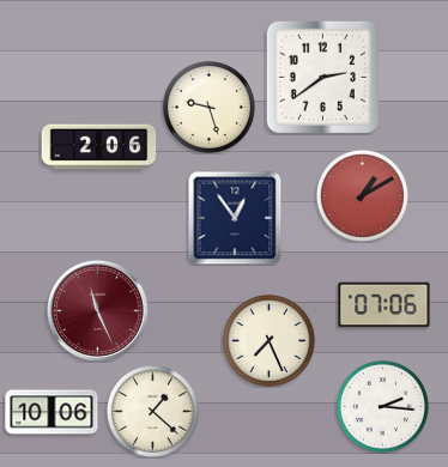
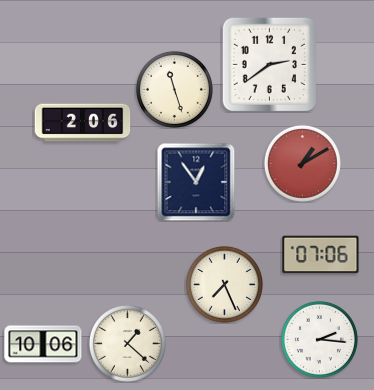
clock at (208, 107): 9:27 -> 11:27
clock at (97, 310): 11:26 -> none
